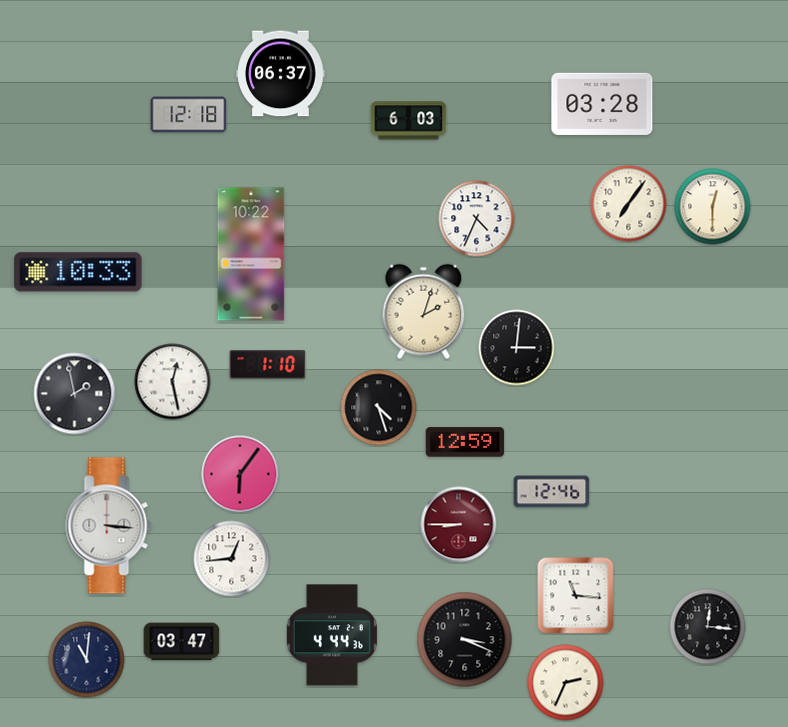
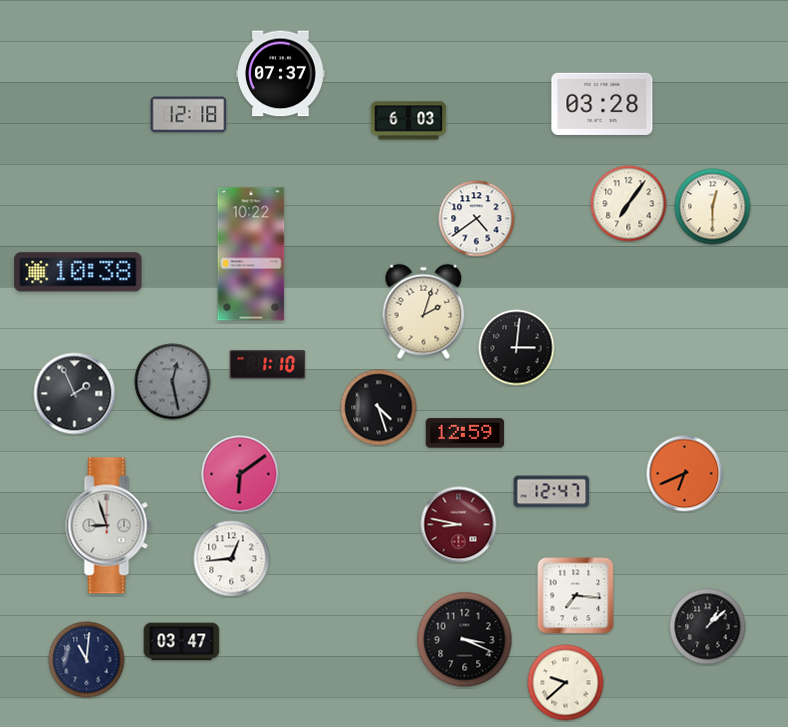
clock at (281, 74): 06:37 -> 07:37
clock at (477, 219): 4:34 -> 4:39
clock at (78, 272): 10:33 -> 10:38
clock at (173, 382) dial: white -> grey
clock at (75, 394): 1:58 -> 1:56
clock at (465, 442) position: (465, 442) -> (465, 433)
clock at (240, 474): 6:06 -> 6:09
clock at (685, 474): none -> 6:41
clock at (552, 492): 12:46 -> 12:47
clock at (459, 525): 8:45 -> 8:47
clock at (109, 526): 3:16 -> 8:57
clock at (576, 596): 11:16 -> 7:16
clock at (708, 627): 12:16 -> 1:08
clock at (332, 635): 4:44 -> none
clock at (566, 683): 2:34 -> 9:38
